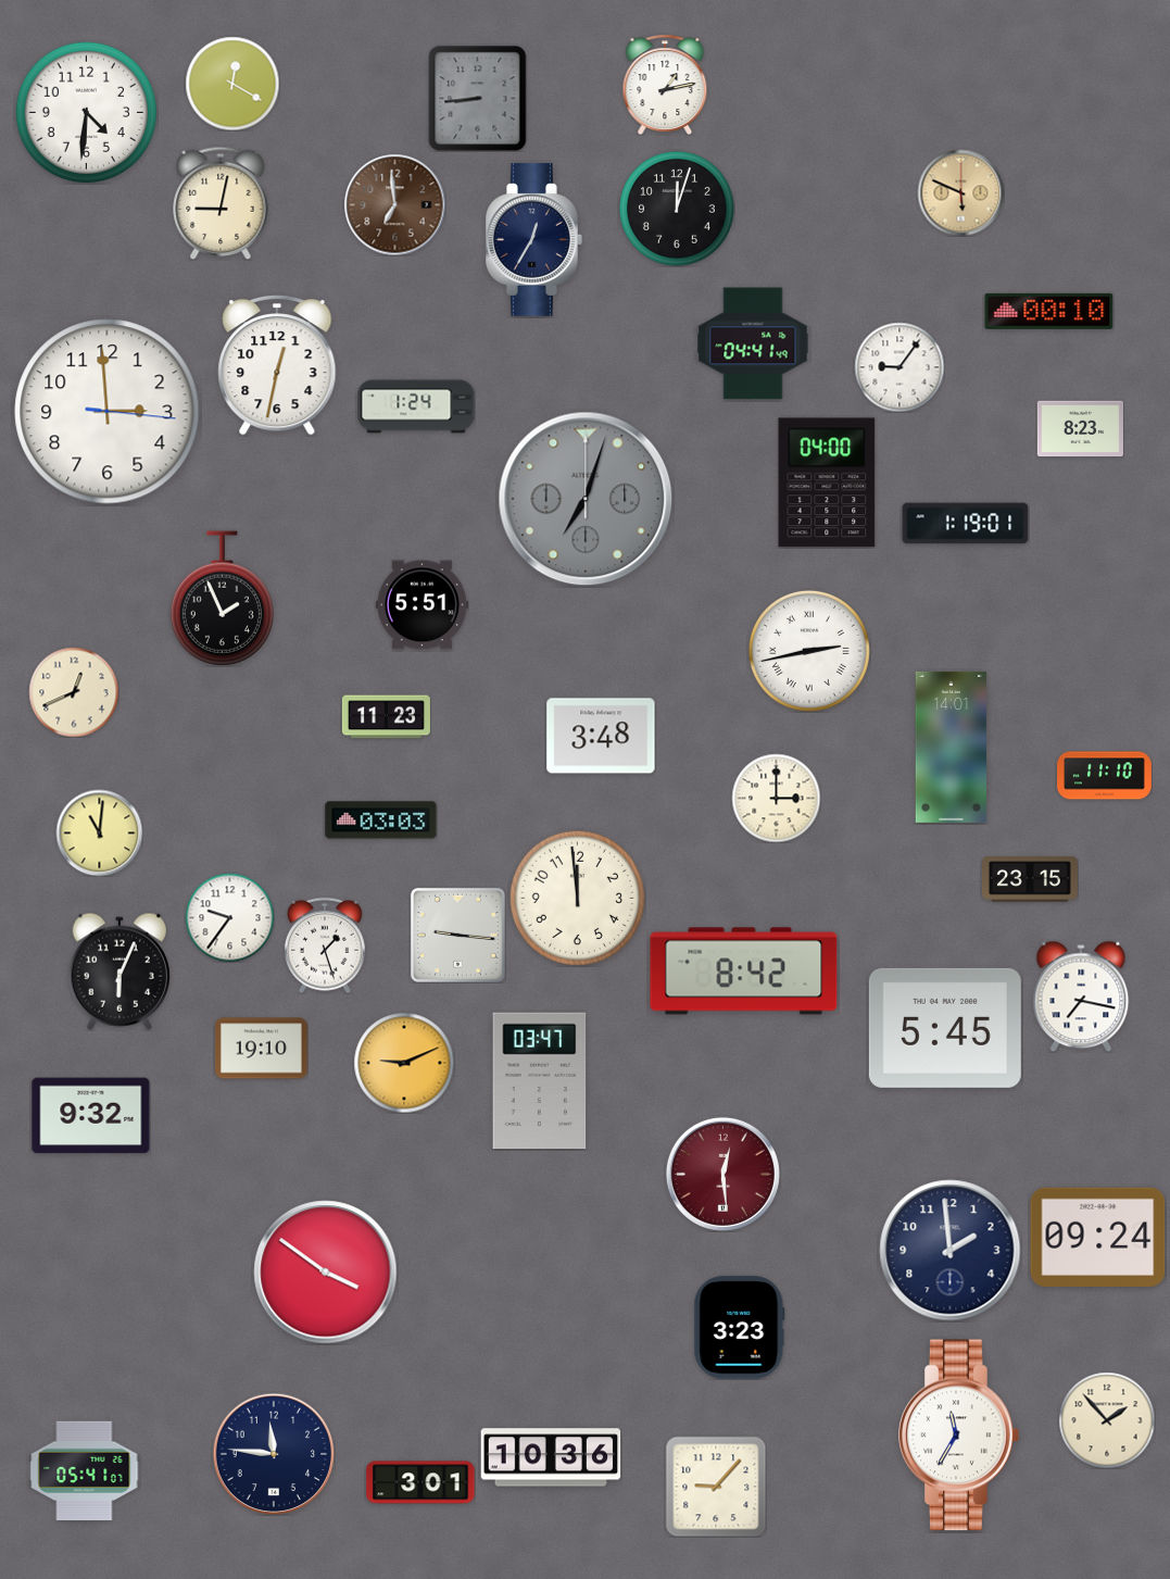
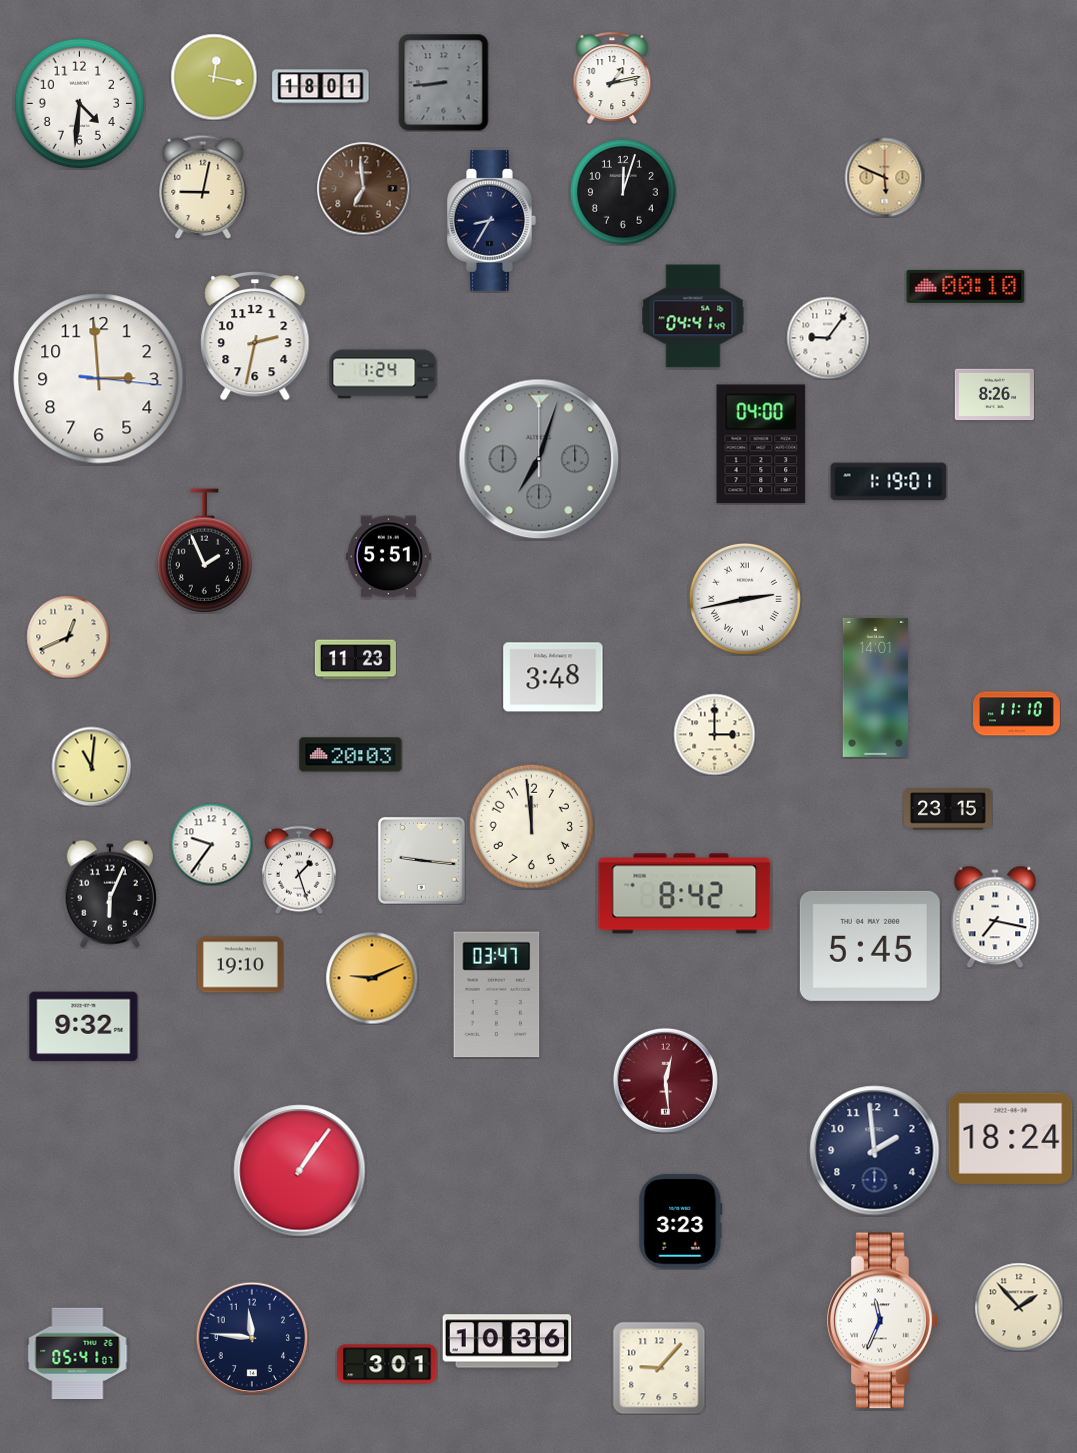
clock at (232, 84): 12:20 -> 12:17
clock at (321, 87): none -> 18:01
clock at (478, 98) position: (478, 98) -> (444, 82)
clock at (533, 239): 12:35 -> 8:35
clock at (277, 365): 12:32 -> 2:32
clock at (1080, 429): 8:23 -> 8:26
clock at (381, 820): 03:03 -> 20:03
clock at (1098, 1237): 09:24 -> 18:24
clock at (326, 1273): 3:51 -> 1:06
clock at (959, 1436): 11:35 -> 11:34
